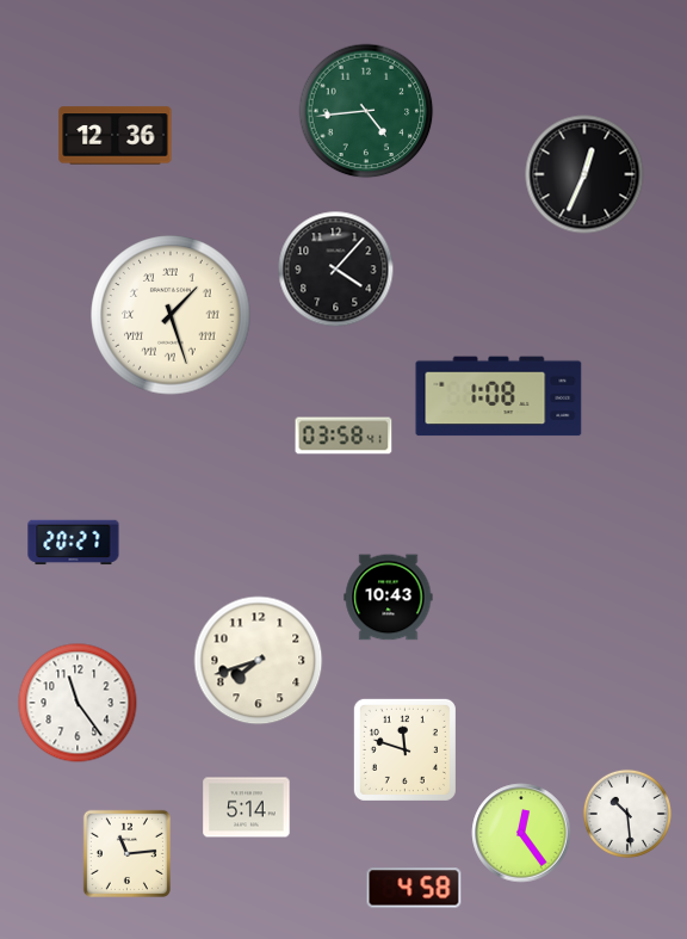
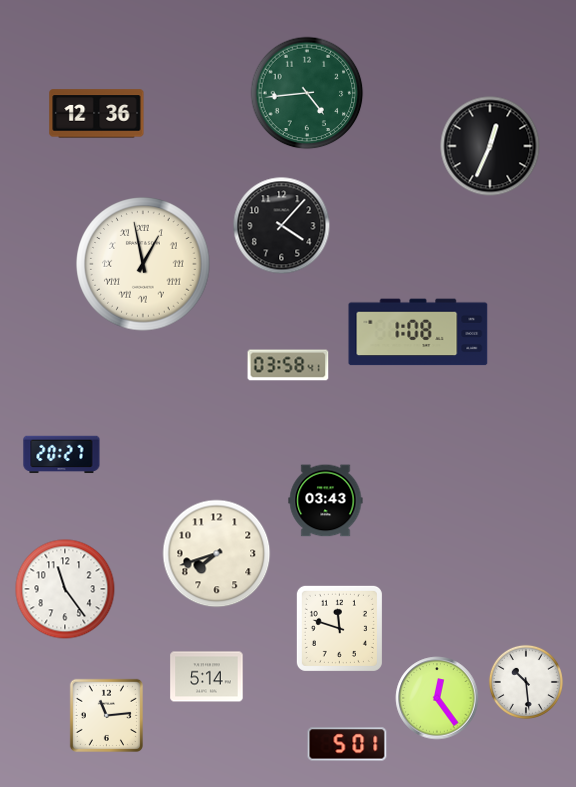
clock at (171, 315): 1:27 -> 12:58
clock at (389, 598): 10:43 -> 03:43
clock at (414, 888): 4:58 -> 5:01
